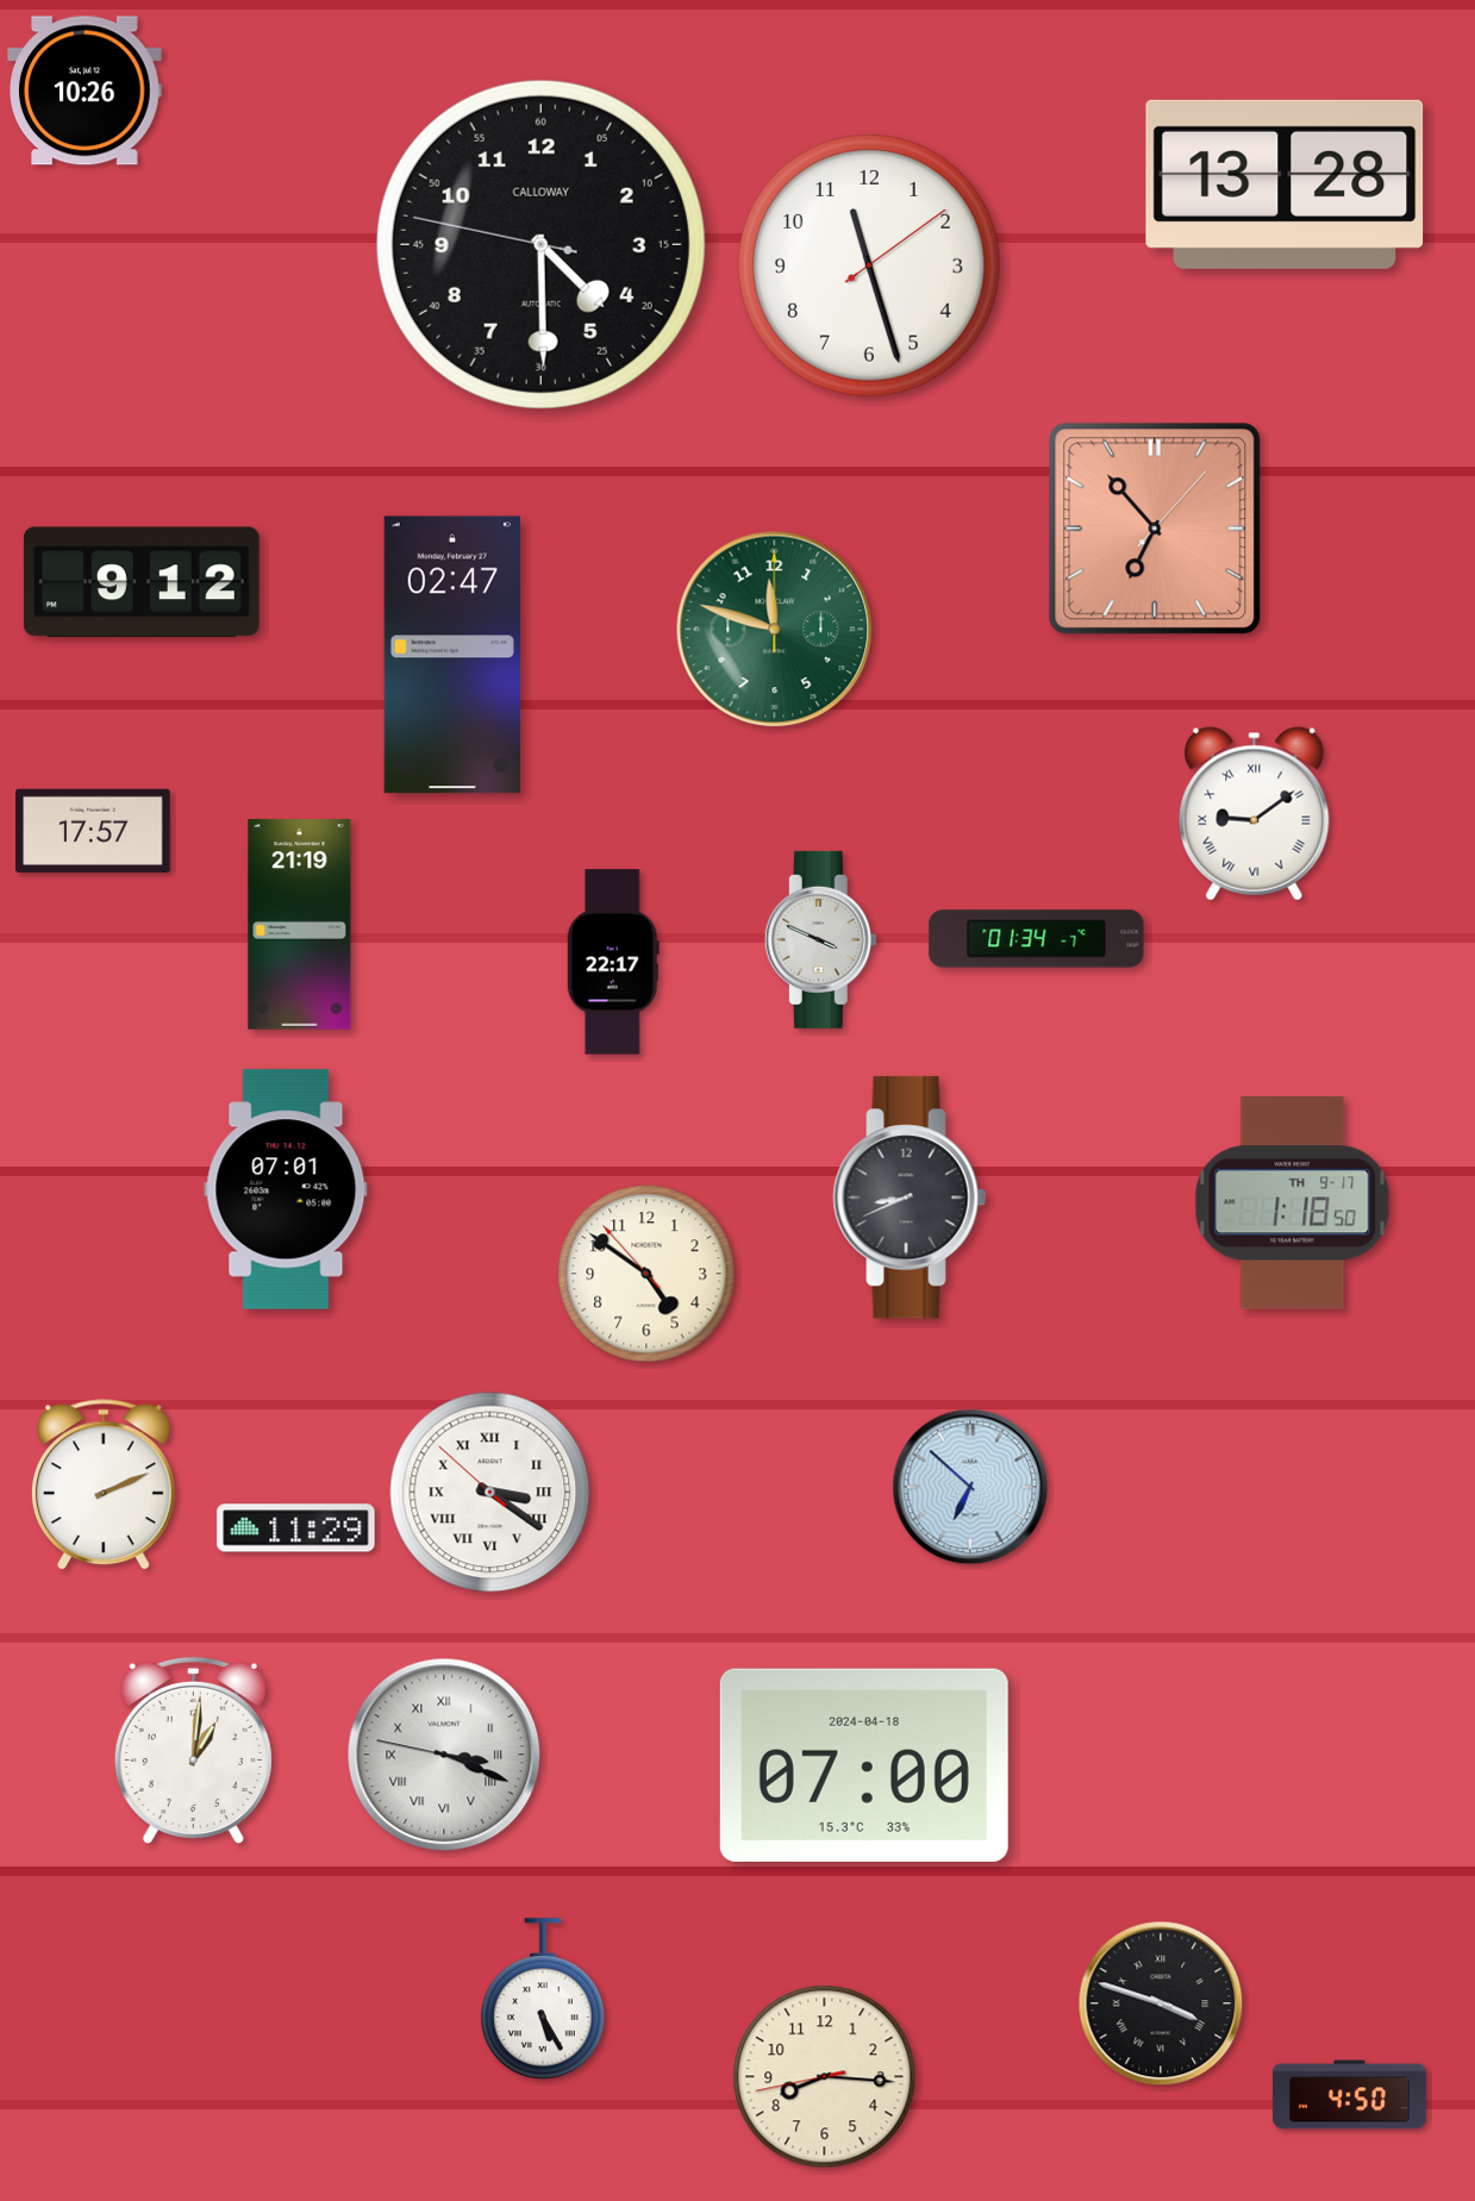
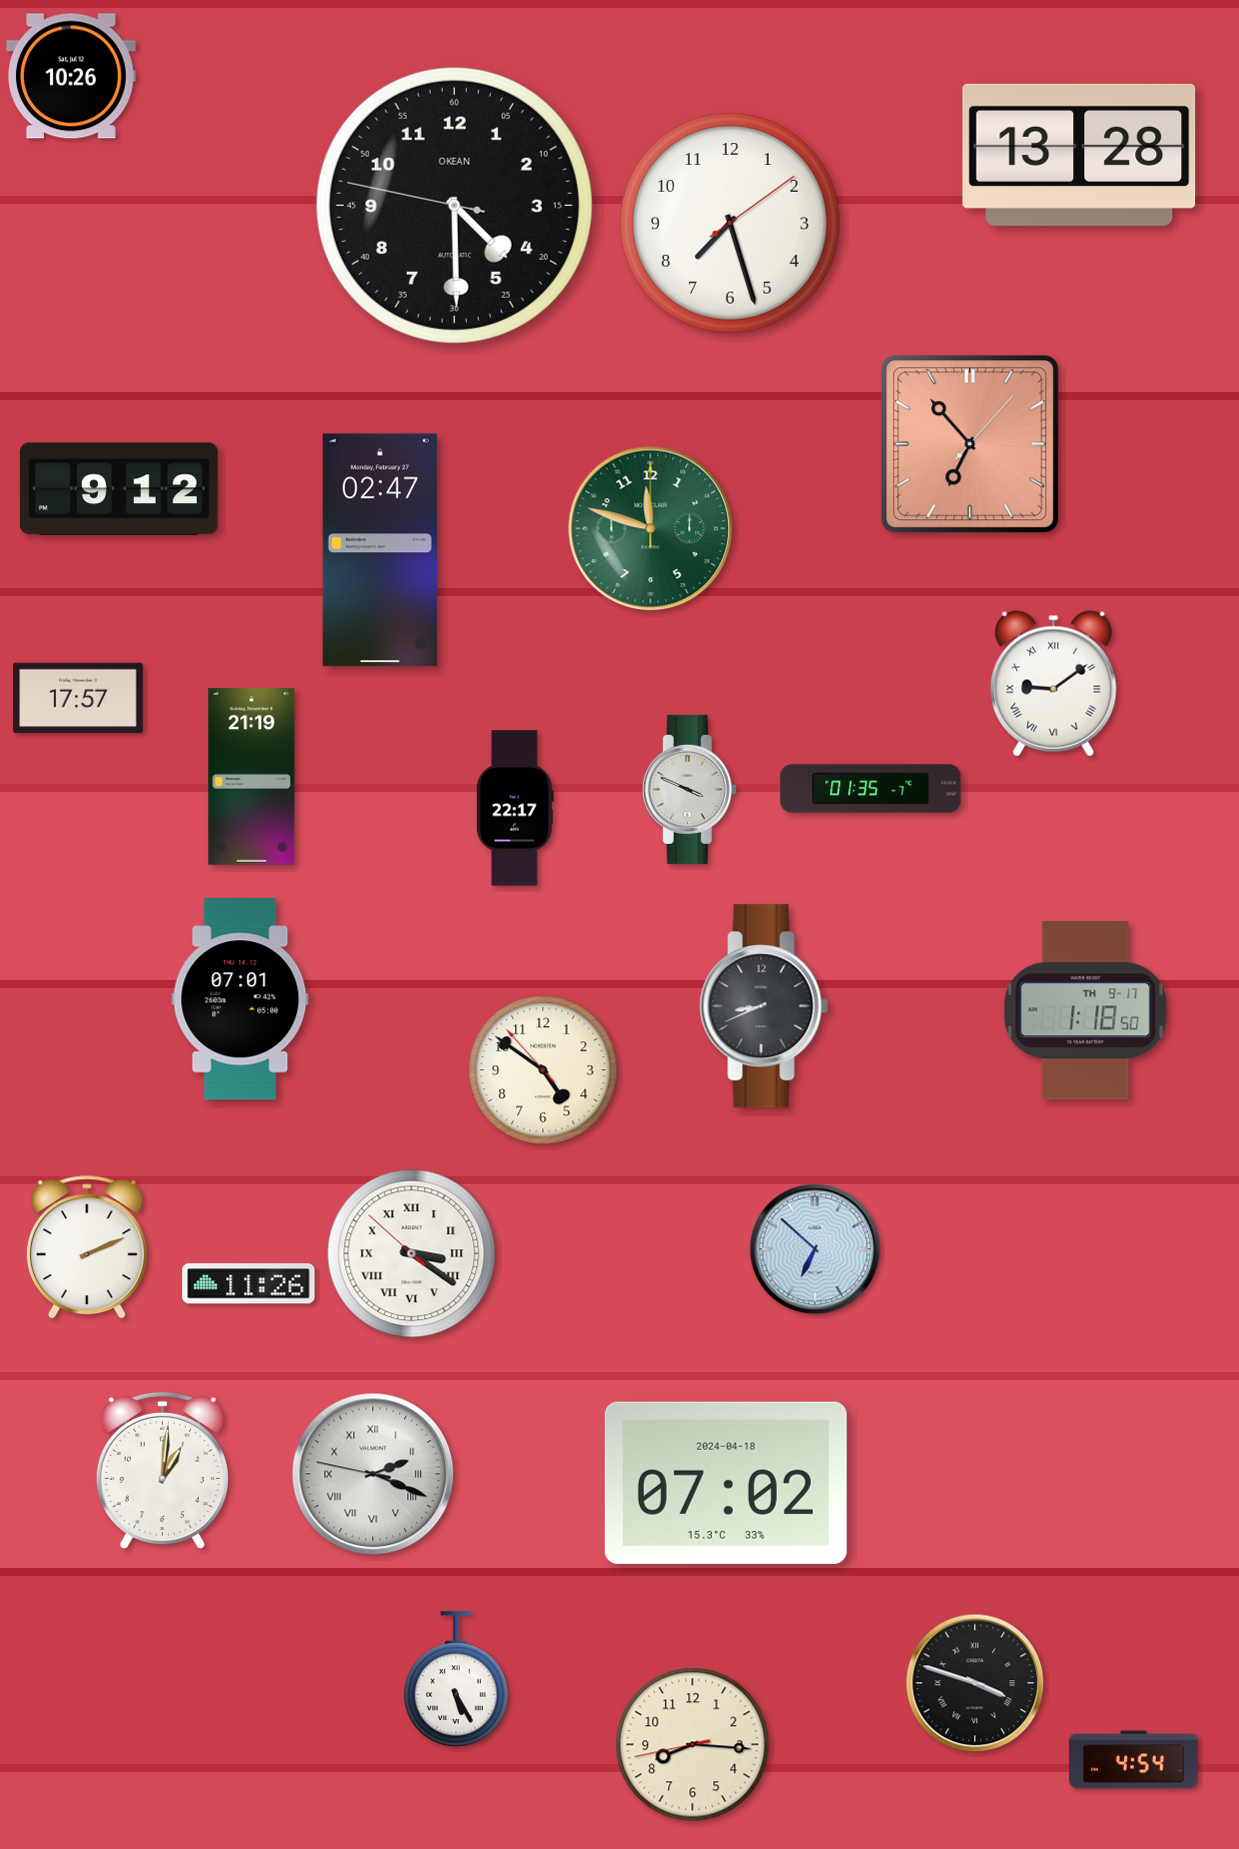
clock at (540, 244) brand: CALLOWAY -> OKEAN
clock at (870, 267): 11:27 -> 7:27
clock at (1037, 939): 01:34 -> 01:35
clock at (296, 1528): 11:29 -> 11:26
clock at (444, 1755): 3:18 -> 2:18
clock at (864, 1765): 07:00 -> 07:02
clock at (1350, 2095): 4:50 -> 4:54
